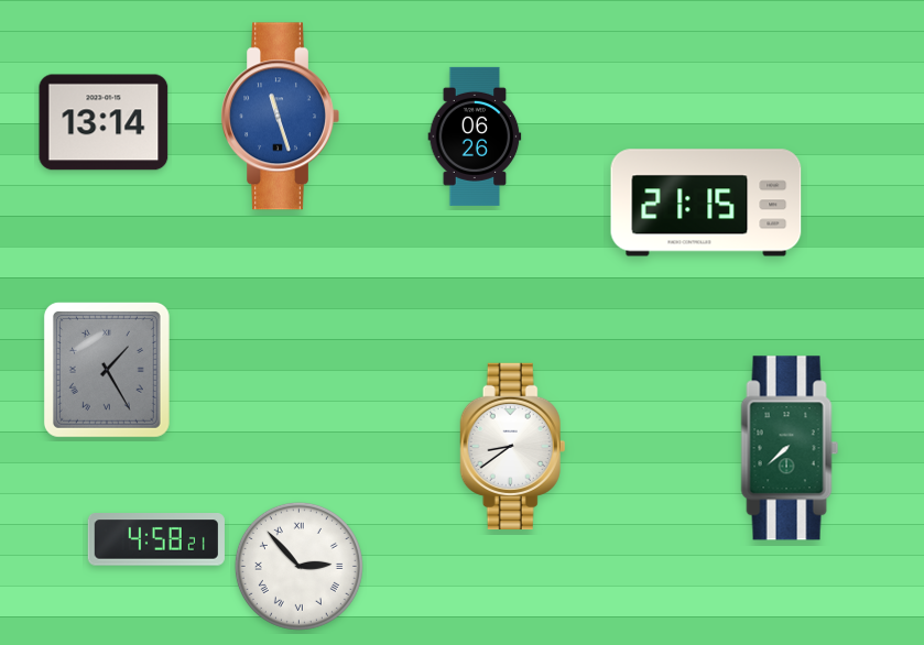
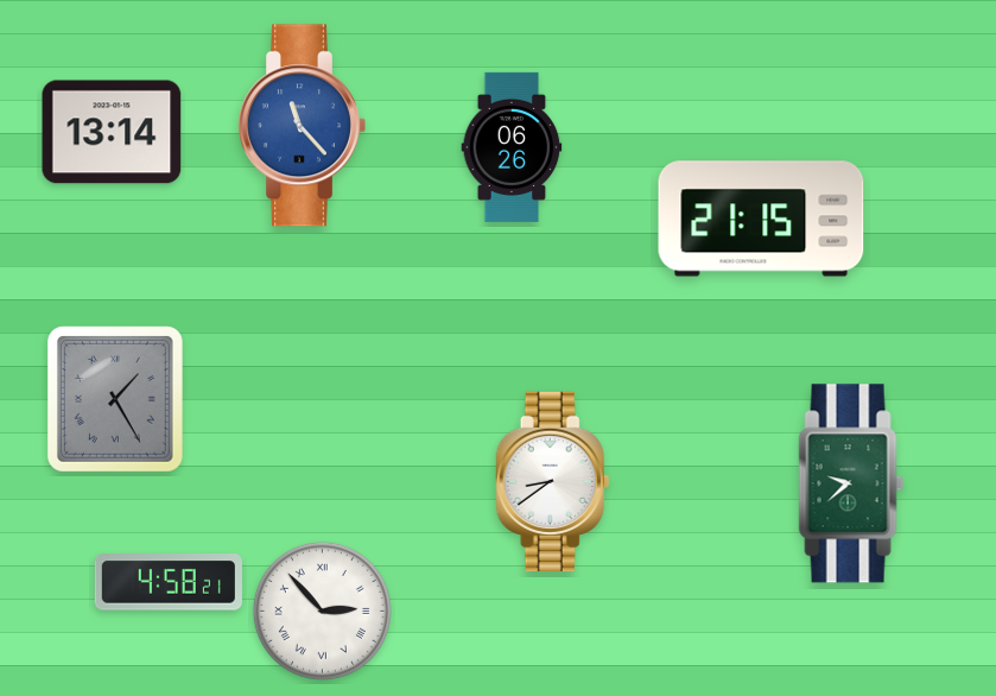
clock at (280, 117): 11:27 -> 11:23
clock at (790, 448): 7:38 -> 9:38
